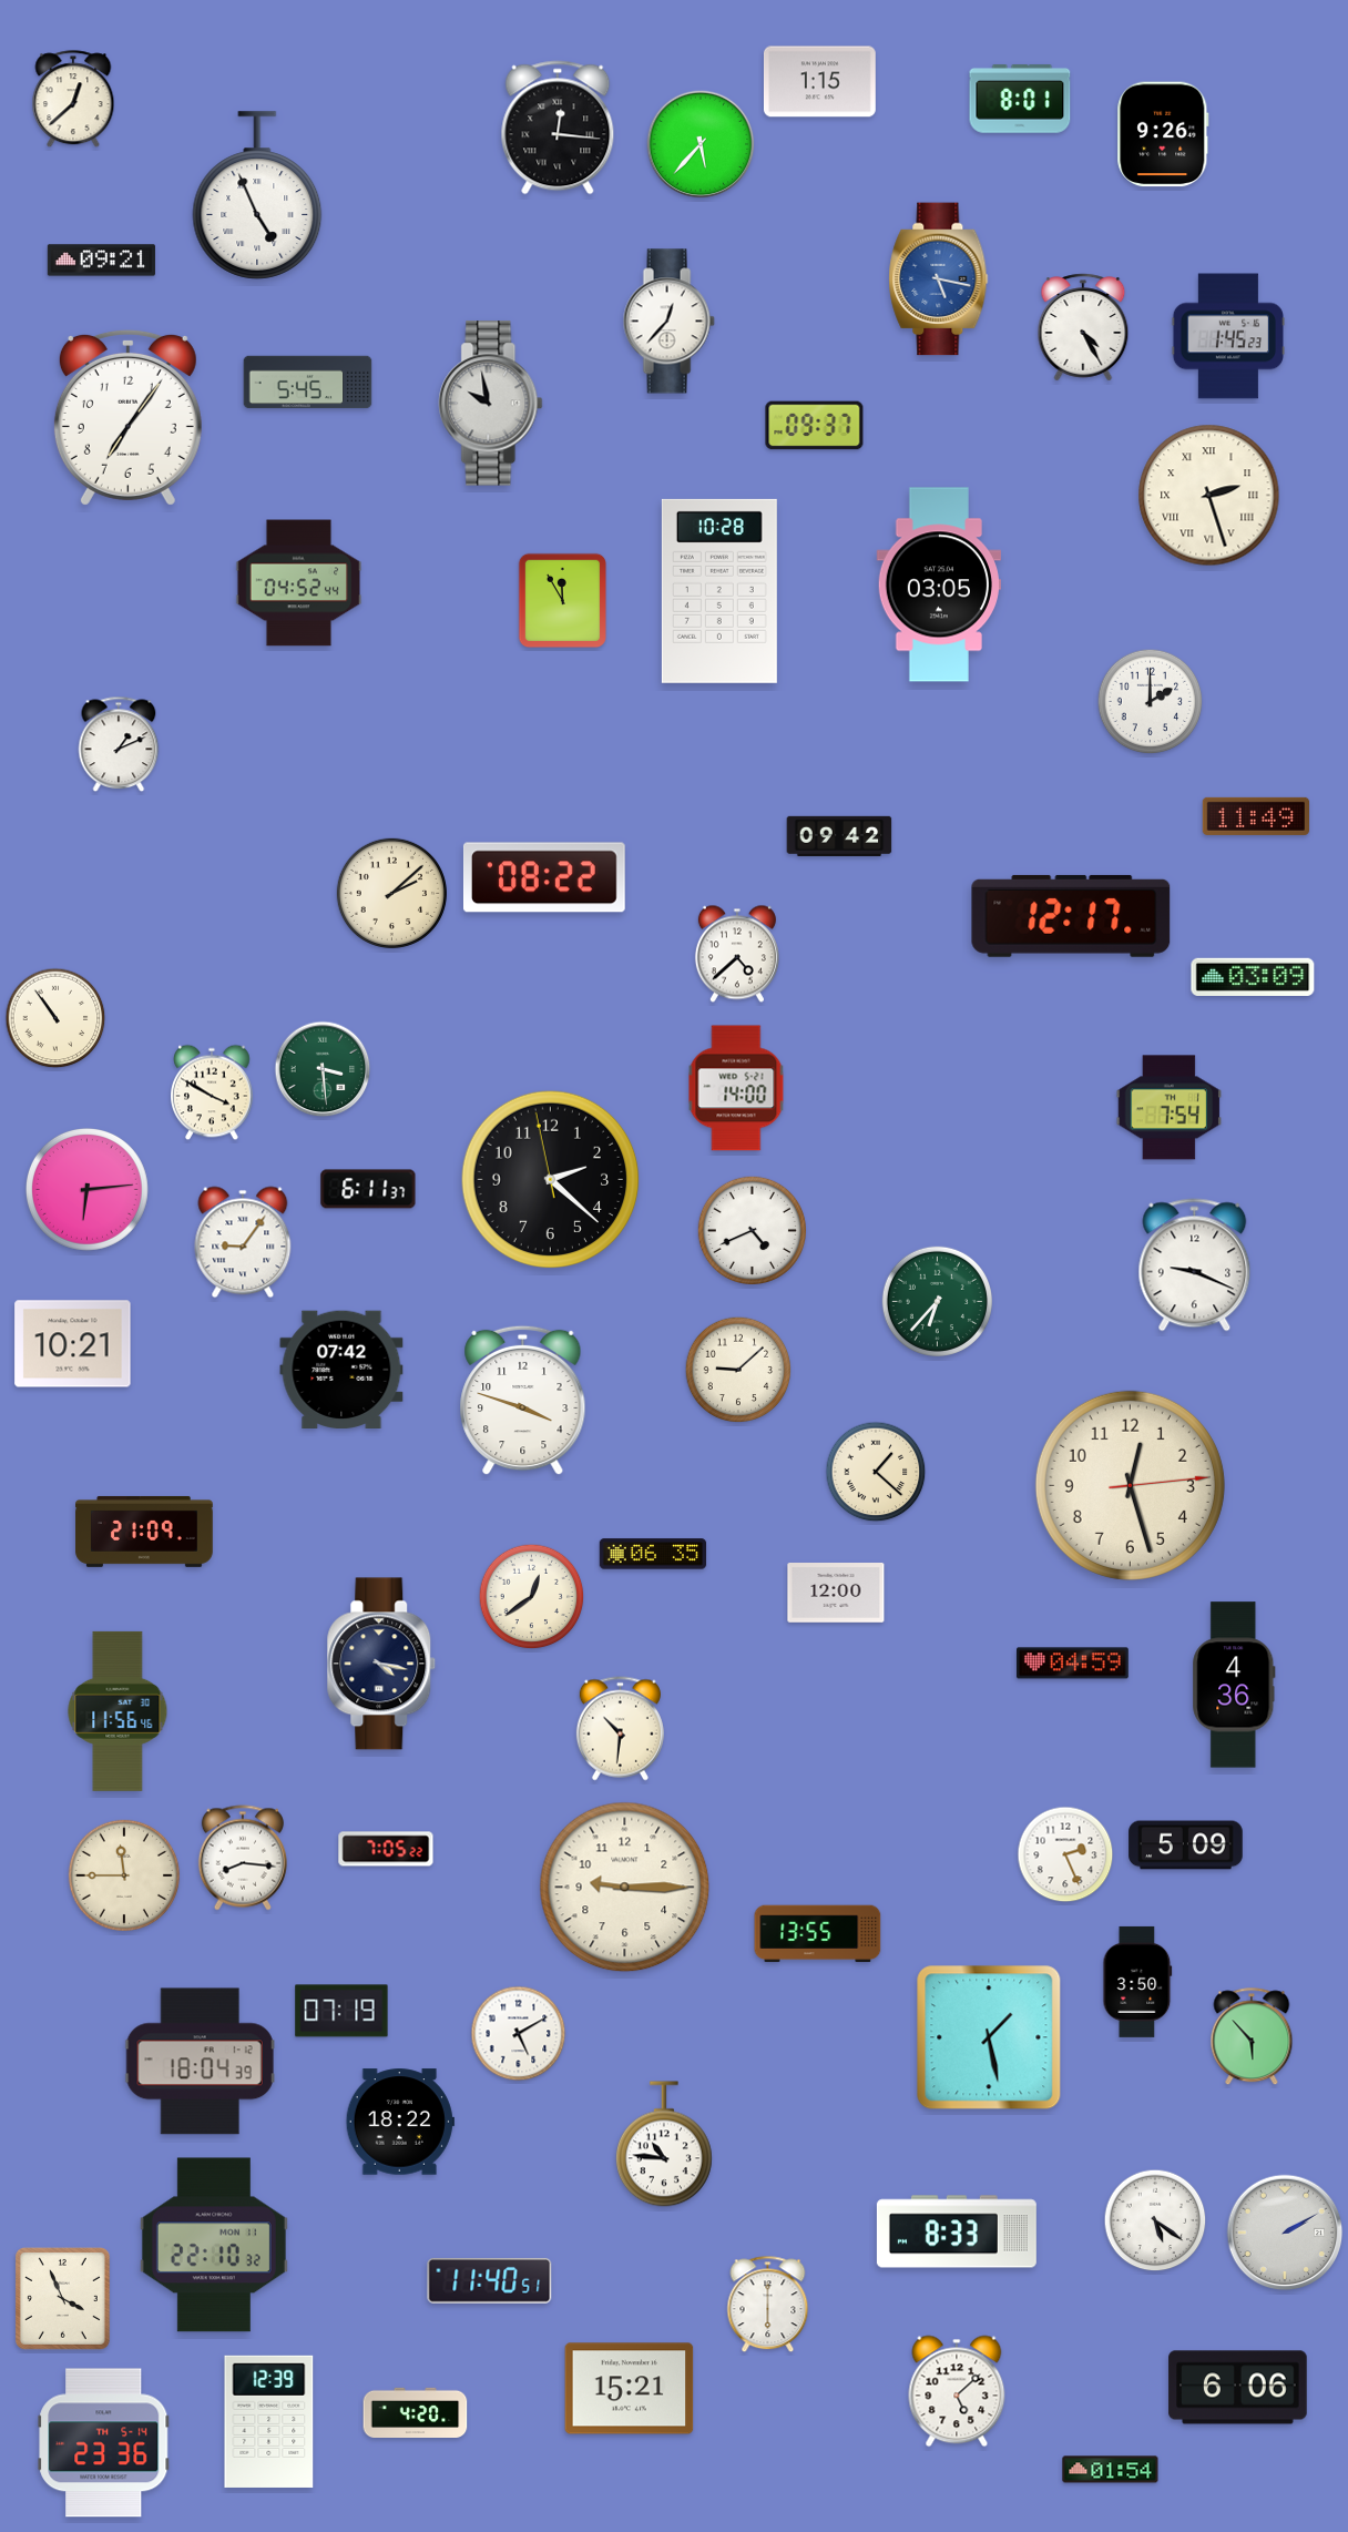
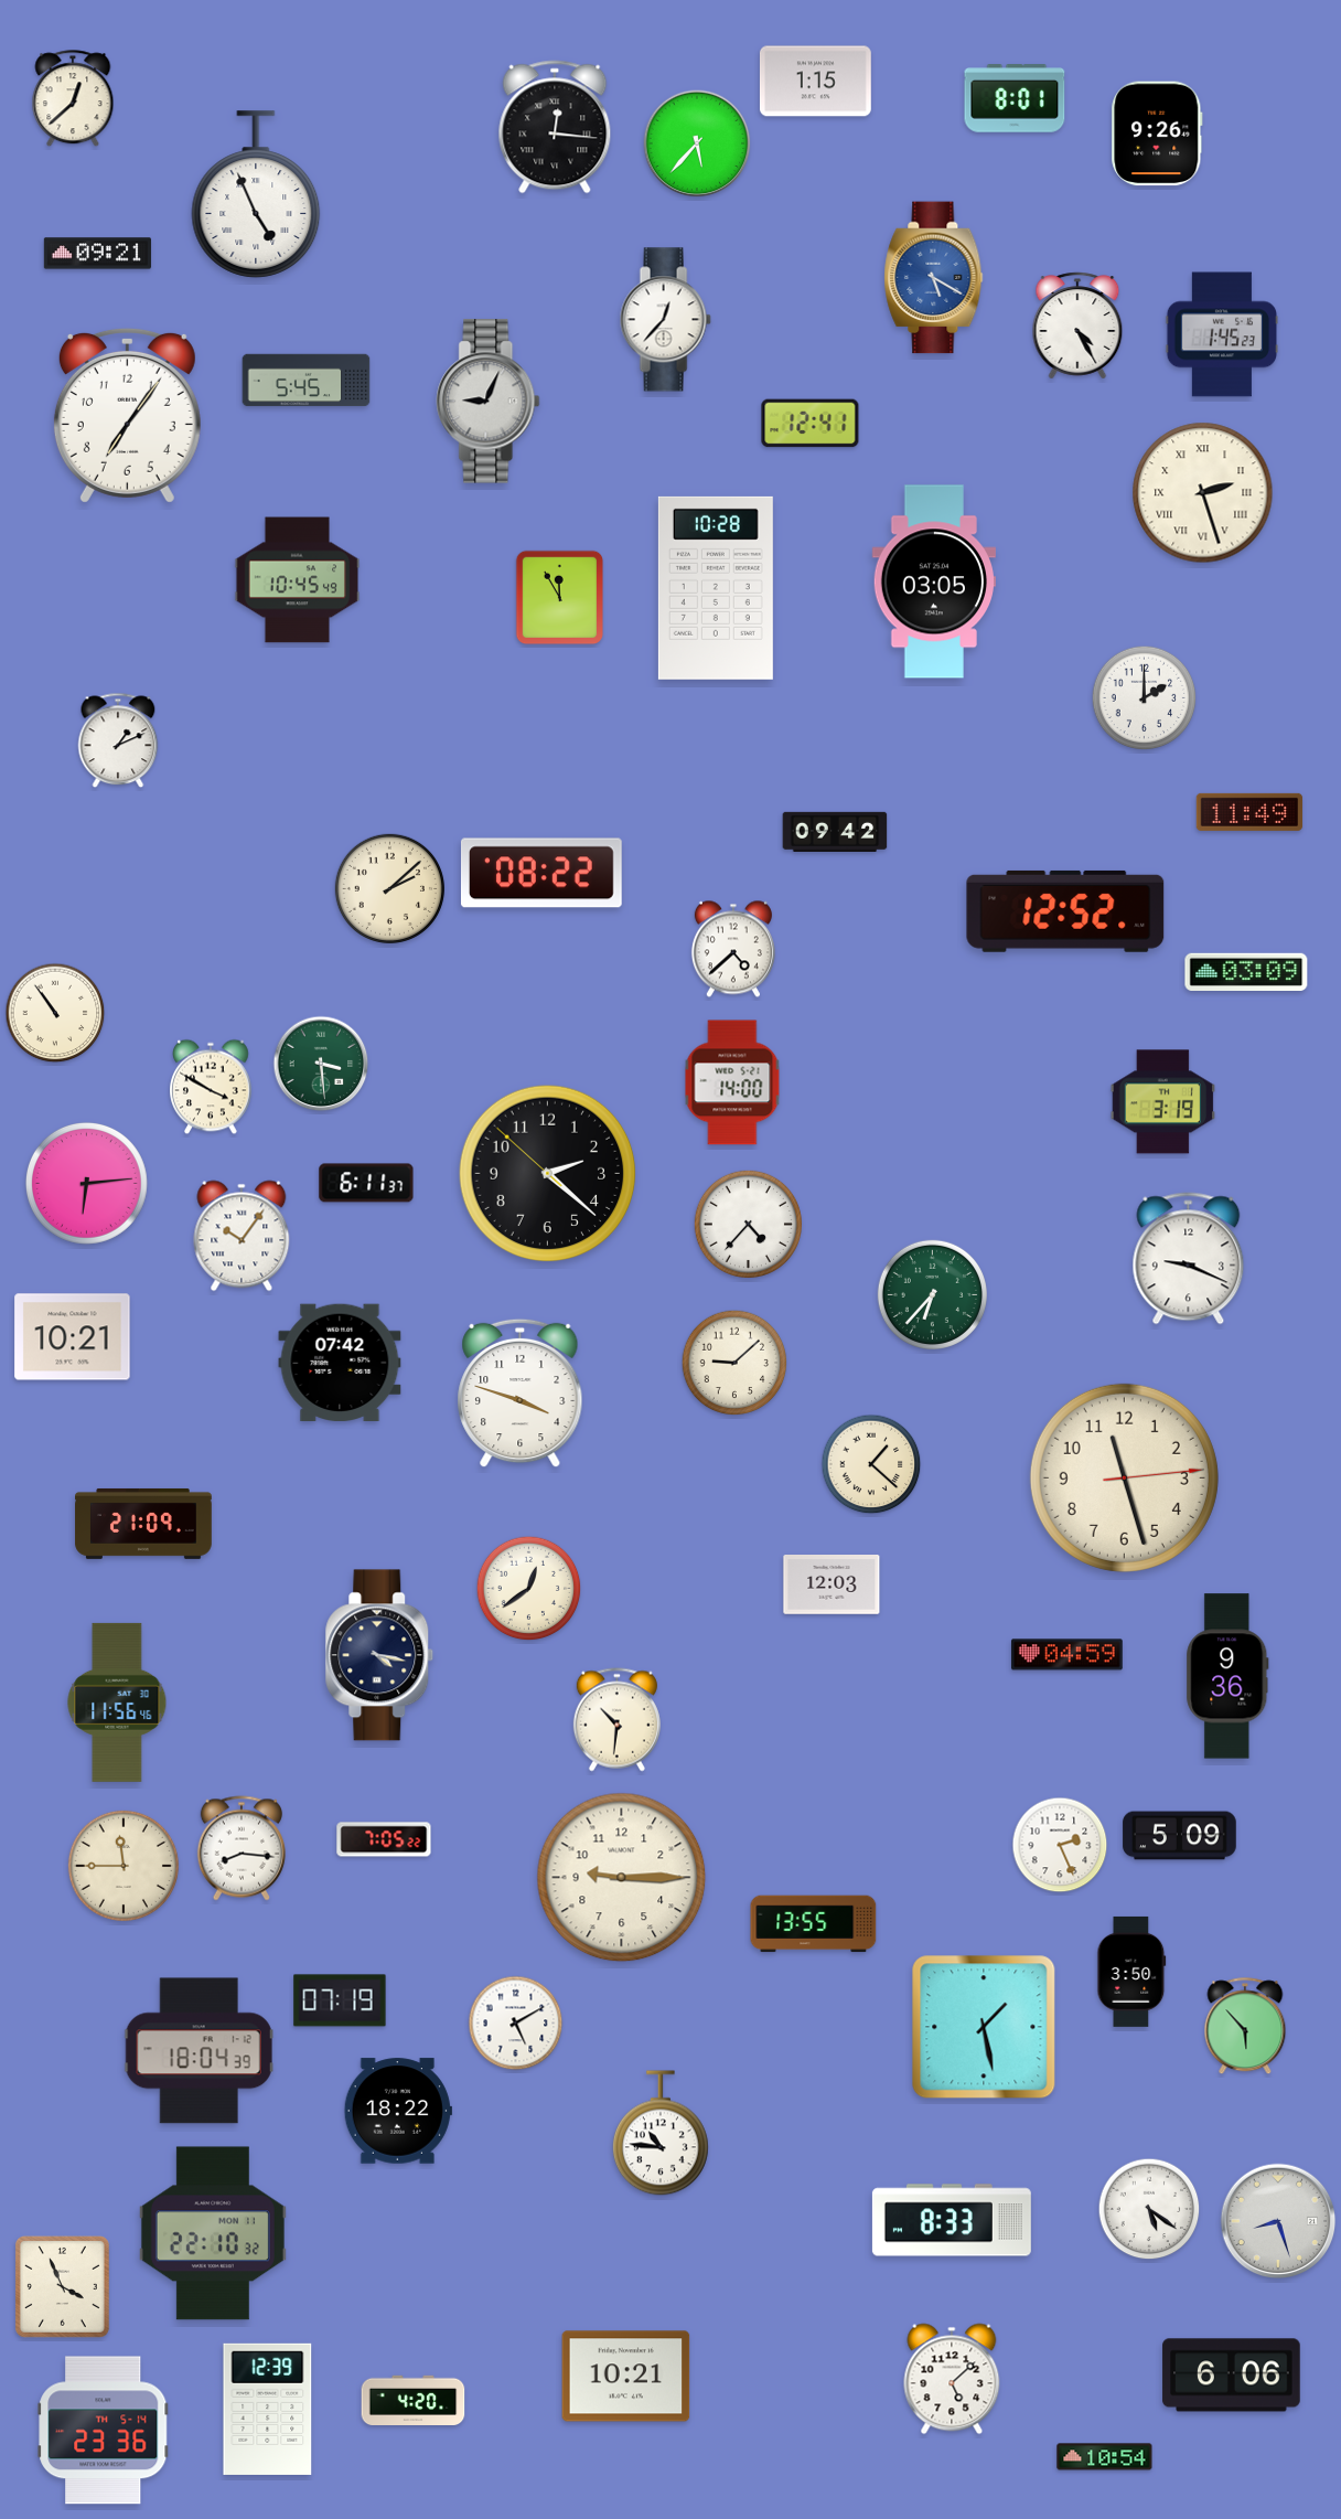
clock at (101, 261) position: (101, 261) -> (97, 254)
clock at (939, 279): 5:17 -> 5:20
clock at (491, 404): 9:58 -> 9:04
clock at (815, 426): 09:37 -> 12:41
clock at (299, 583): 04:52 -> 10:45
clock at (1071, 916): 12:17 -> 12:52
clock at (1170, 1108): 7:54 -> 3:19
clock at (551, 1180): 2:21:58 -> 2:21:52
clock at (752, 1230): 4:41 -> 4:37
clock at (243, 1242): 9:06 -> 10:06
clock at (1130, 1485): 12:27 -> 11:27
clock at (653, 1554): 06:35 -> none
clock at (836, 1593): 12:00 -> 12:03
clock at (1234, 1685): 4:36 -> 9:36
clock at (1285, 2233): 2:10 -> 8:27
clock at (490, 2280): 11:40 -> none
clock at (768, 2305): 6:00 -> none
clock at (630, 2389): 15:21 -> 10:21
clock at (1111, 2470): 01:54 -> 10:54
